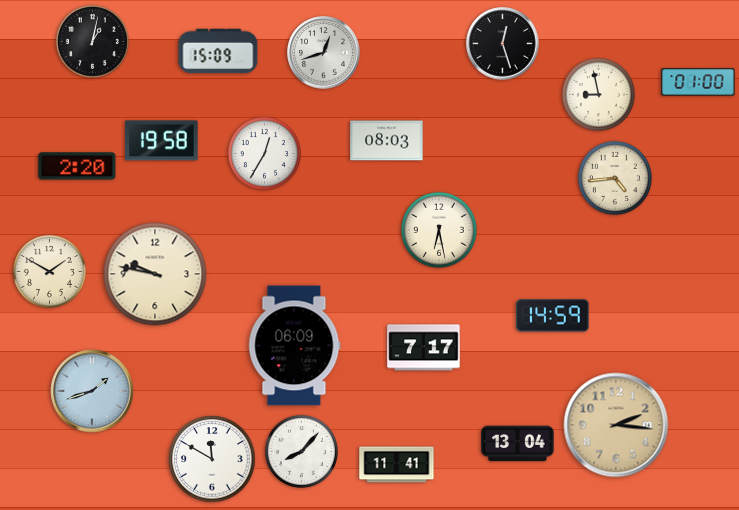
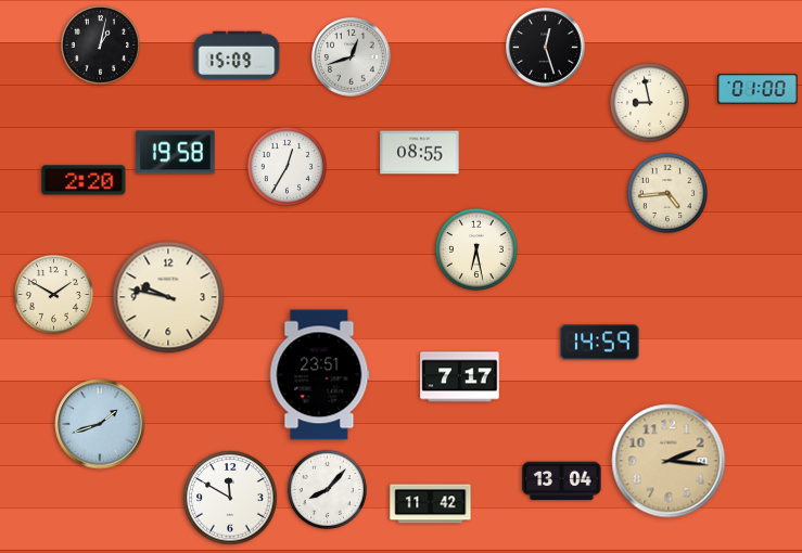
clock at (387, 141): 08:03 -> 08:55
clock at (295, 346): 06:09 -> 23:51
clock at (397, 465): 11:41 -> 11:42
